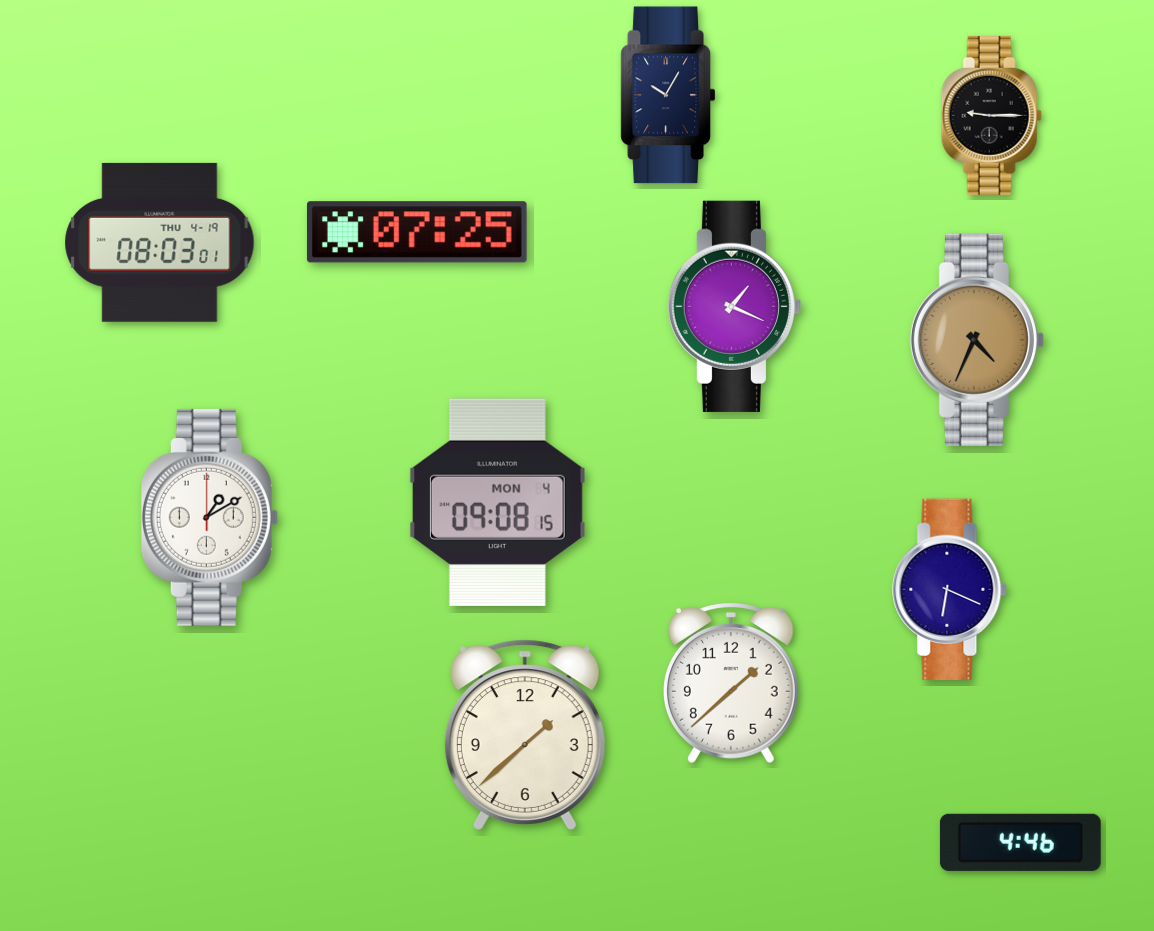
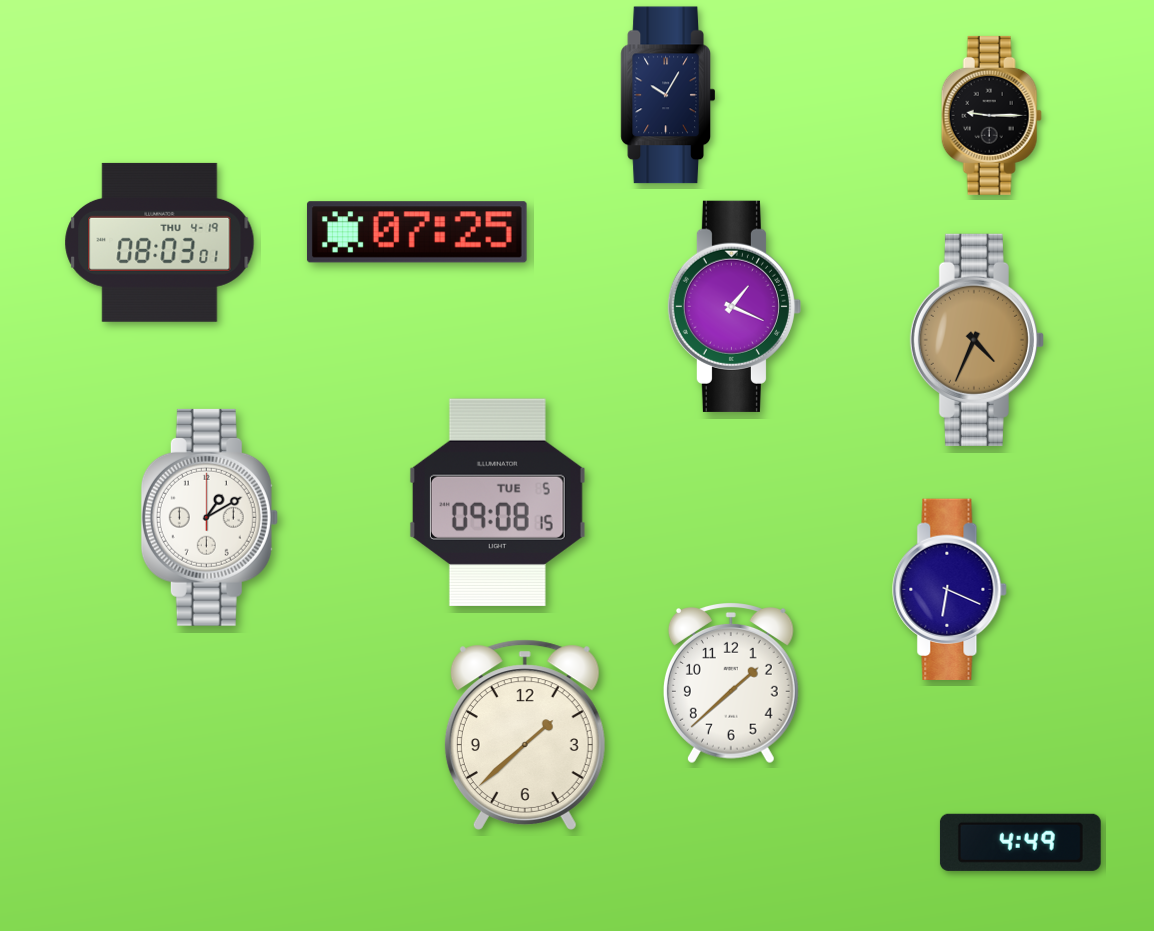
clock at (497, 502) date: MON 4 -> TUE 5
clock at (1020, 842): 4:46 -> 4:49
